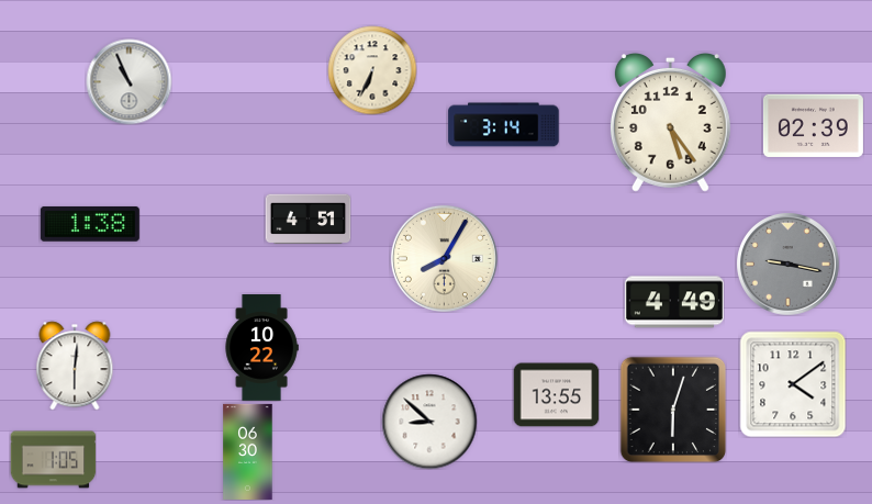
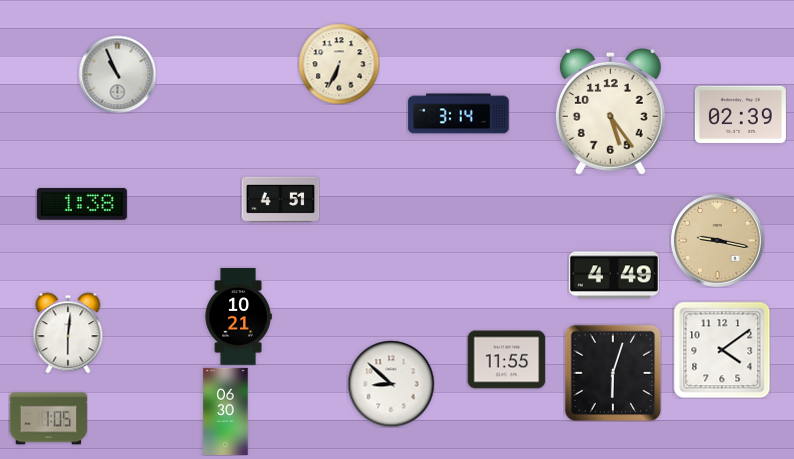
clock at (444, 258): 8:05 -> none
clock at (787, 264) dial: grey -> champagne
clock at (261, 348): 10:22 -> 10:21
clock at (556, 395): 13:55 -> 11:55
